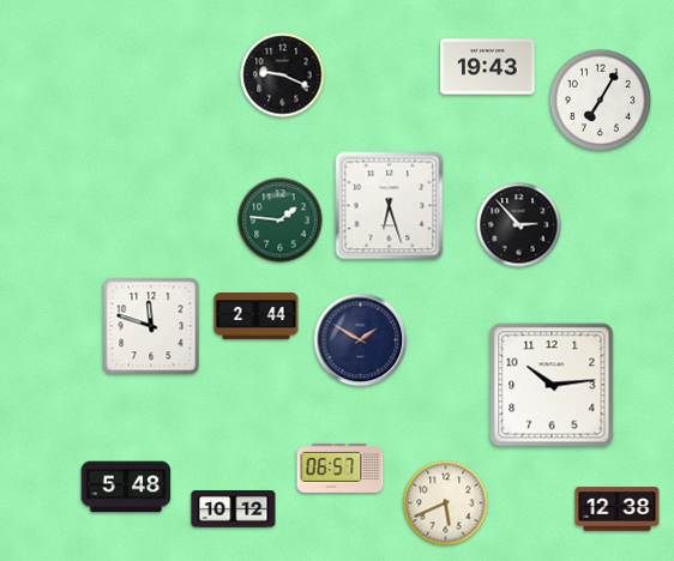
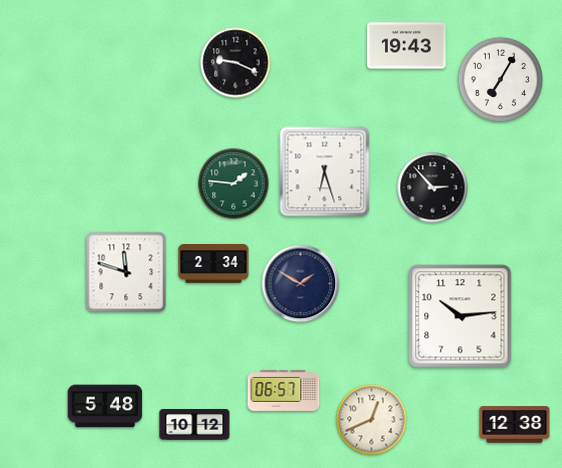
clock at (488, 67) position: (488, 67) -> (407, 46)
clock at (601, 101) position: (601, 101) -> (501, 80)
clock at (257, 316): 2:44 -> 2:34
clock at (552, 385) position: (552, 385) -> (460, 316)
clock at (446, 503): 5:41 -> 12:41
